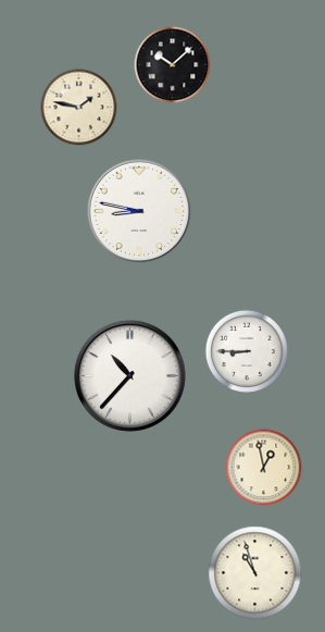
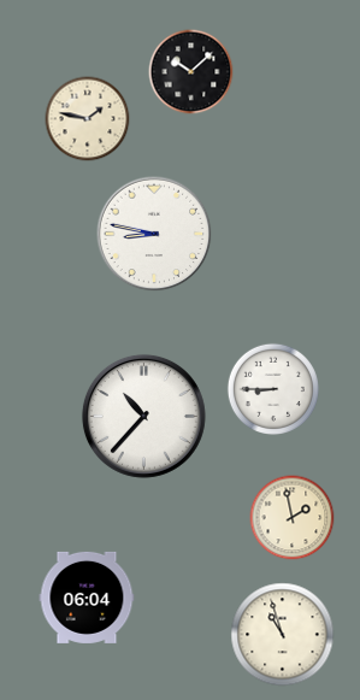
clock at (264, 468): 12:58 -> 1:58
clock at (87, 598): none -> 06:04
